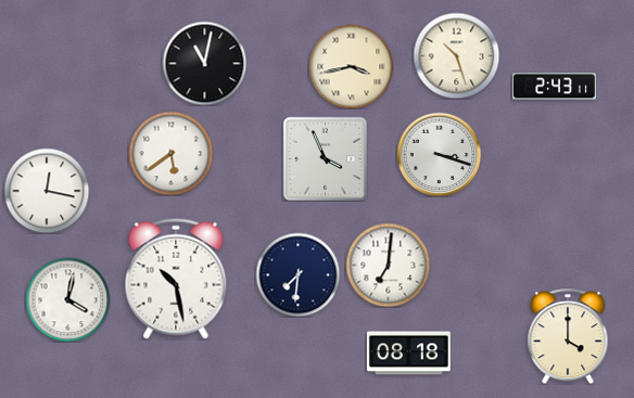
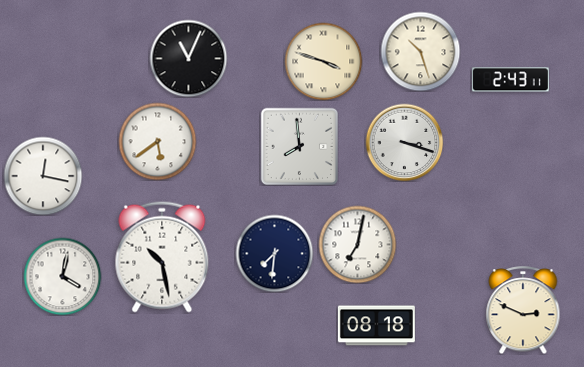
clock at (204, 63): 11:02 -> 11:04
clock at (351, 66): 3:43 -> 3:48
clock at (325, 158): 3:56 -> 7:59
clock at (388, 265): 7:01 -> 7:02
clock at (568, 336): 4:00 -> 2:49
